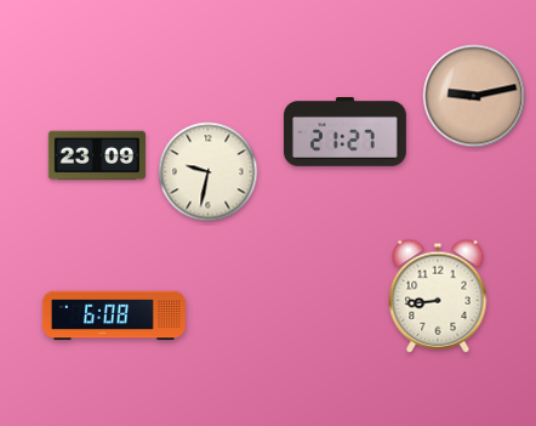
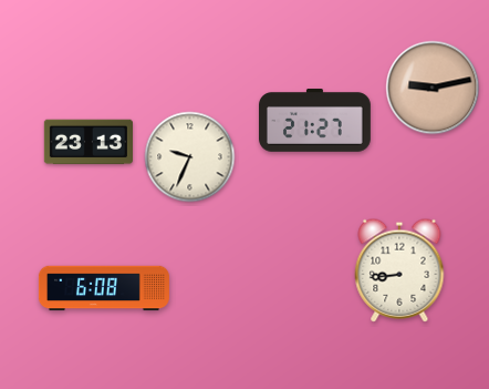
clock at (96, 155): 23:09 -> 23:13
clock at (209, 172): 9:32 -> 9:34
